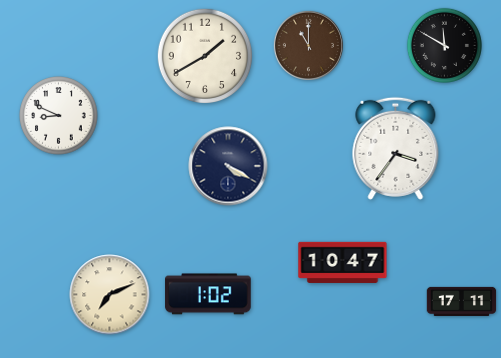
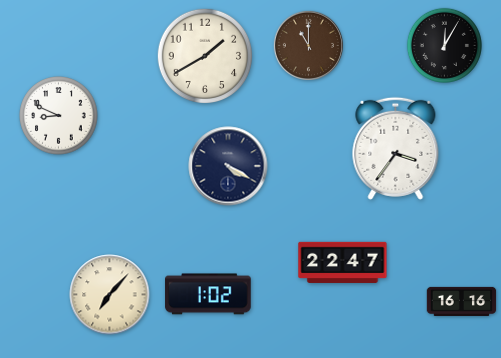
clock at (444, 45): 11:50 -> 12:05
clock at (343, 262): 10:47 -> 22:47
clock at (110, 295): 7:11 -> 7:07
clock at (462, 301): 17:11 -> 16:16
